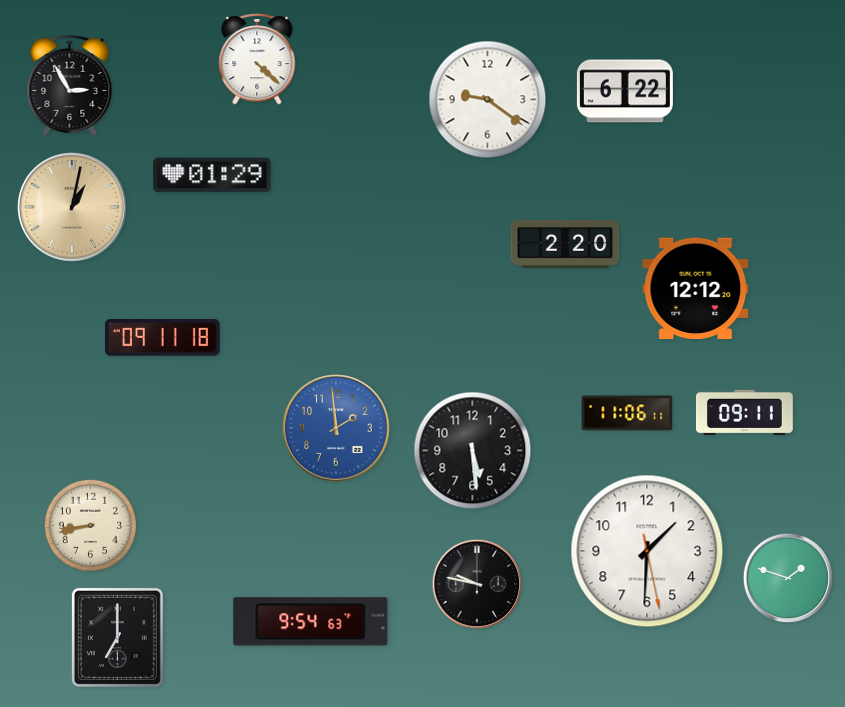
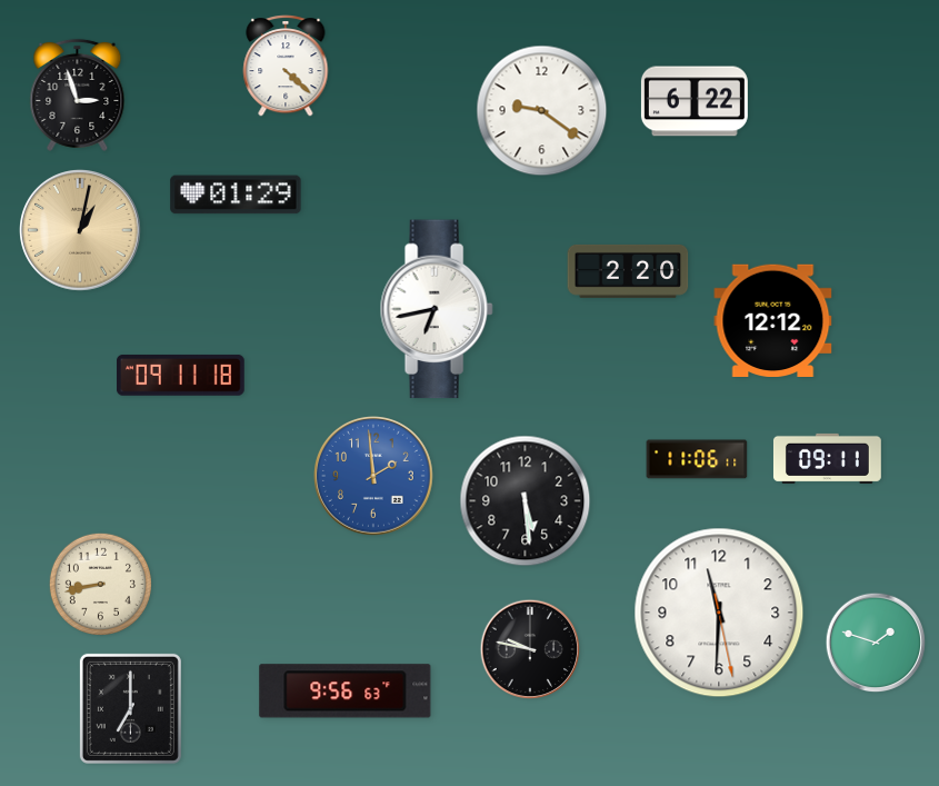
clock at (70, 85): 2:55 -> 2:57
clock at (437, 309): none -> 6:43
clock at (647, 551): 1:30 -> 11:30
clock at (311, 622): 9:54 -> 9:56
